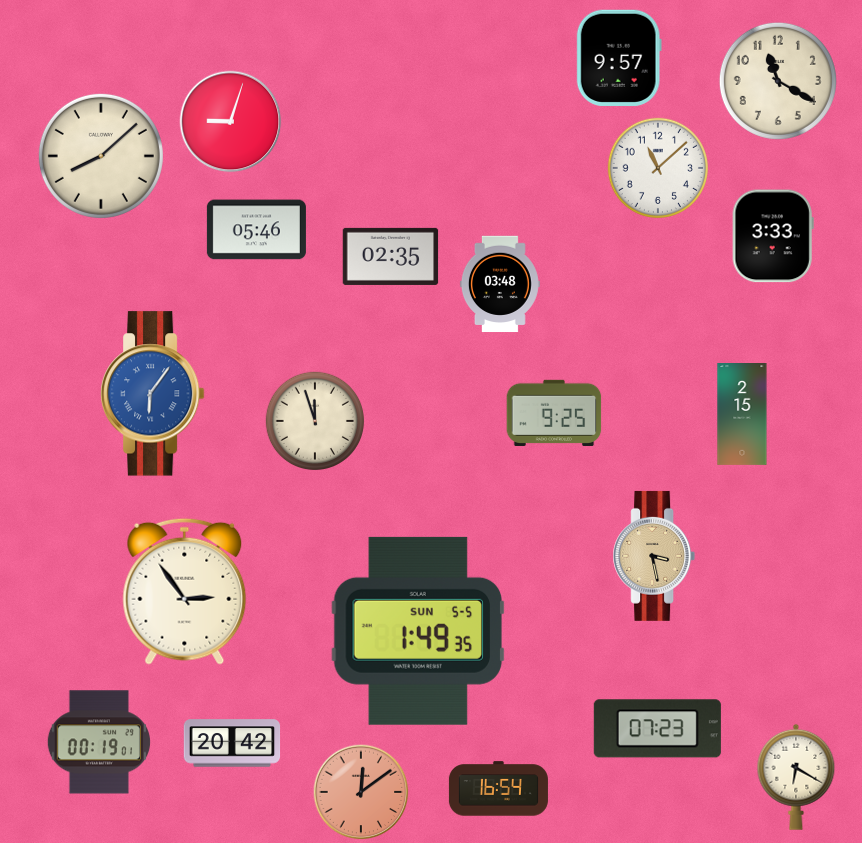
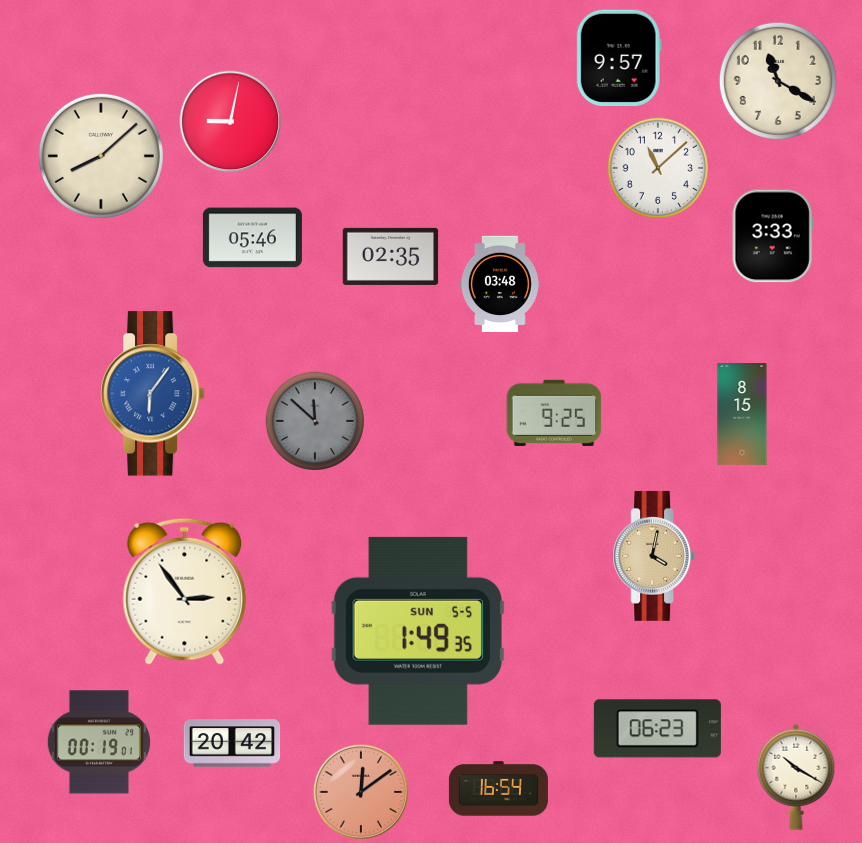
clock at (231, 122): 9:03 -> 9:02
clock at (256, 230) position: (256, 230) -> (252, 238)
clock at (742, 415): 2:15 -> 8:15
clock at (314, 420): 11:57 -> 11:52
clock at (314, 420) dial: cream -> grey
clock at (654, 556): 3:28 -> 4:02
clock at (657, 729): 07:23 -> 06:23
clock at (796, 777): 6:20 -> 10:20
